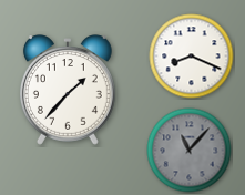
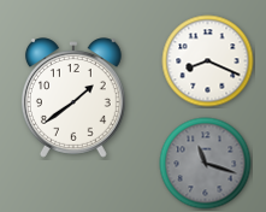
clock at (68, 90): 1:37 -> 1:39
clock at (190, 151): 11:07 -> 11:18
